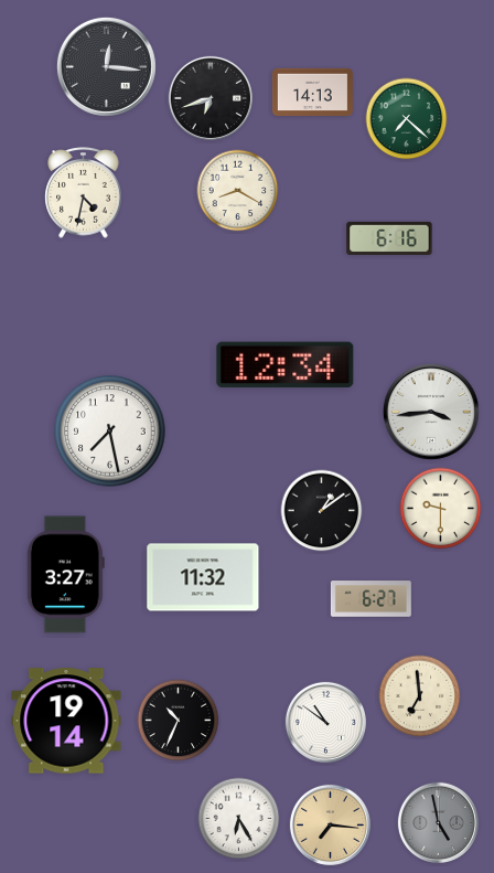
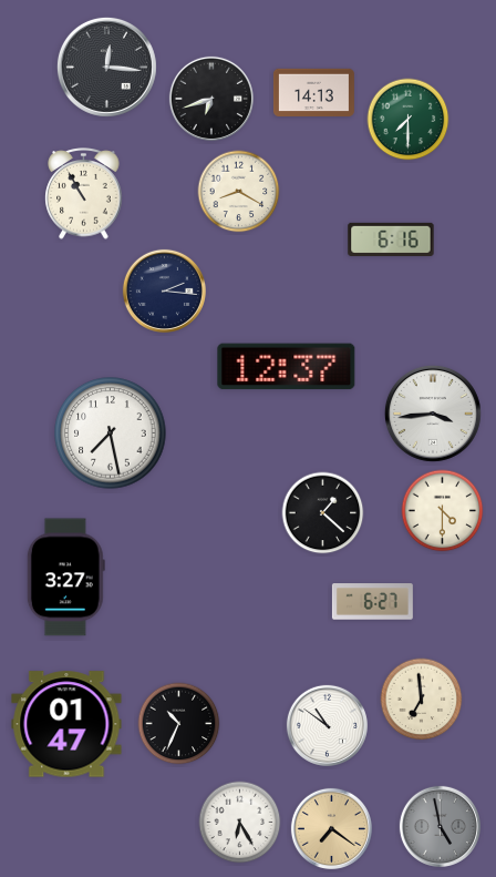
clock at (407, 119): 7:22 -> 7:30
clock at (84, 193): 4:32 -> 10:55
clock at (164, 290): none -> 2:16
clock at (286, 365): 12:34 -> 12:37
clock at (441, 509): 9:30 -> 4:30
clock at (322, 511): 1:09 -> 1:22
clock at (203, 577): 11:32 -> none
clock at (66, 721): 19:14 -> 01:47
clock at (330, 824): 7:16 -> 7:21
